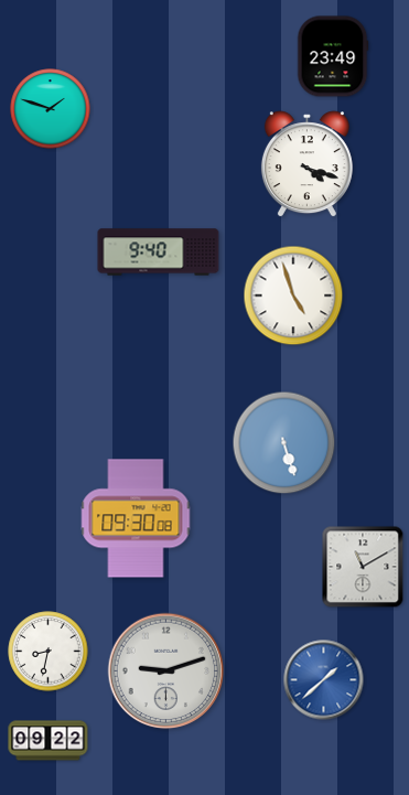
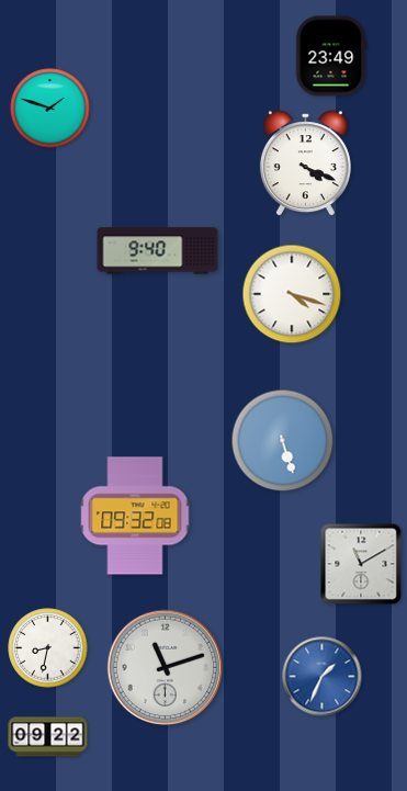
clock at (306, 164): 4:18 -> 4:19
clock at (293, 296): 4:57 -> 4:18
clock at (136, 518): 09:30 -> 09:32
clock at (166, 672): 9:12 -> 11:12
clock at (324, 680): 1:38 -> 1:34
